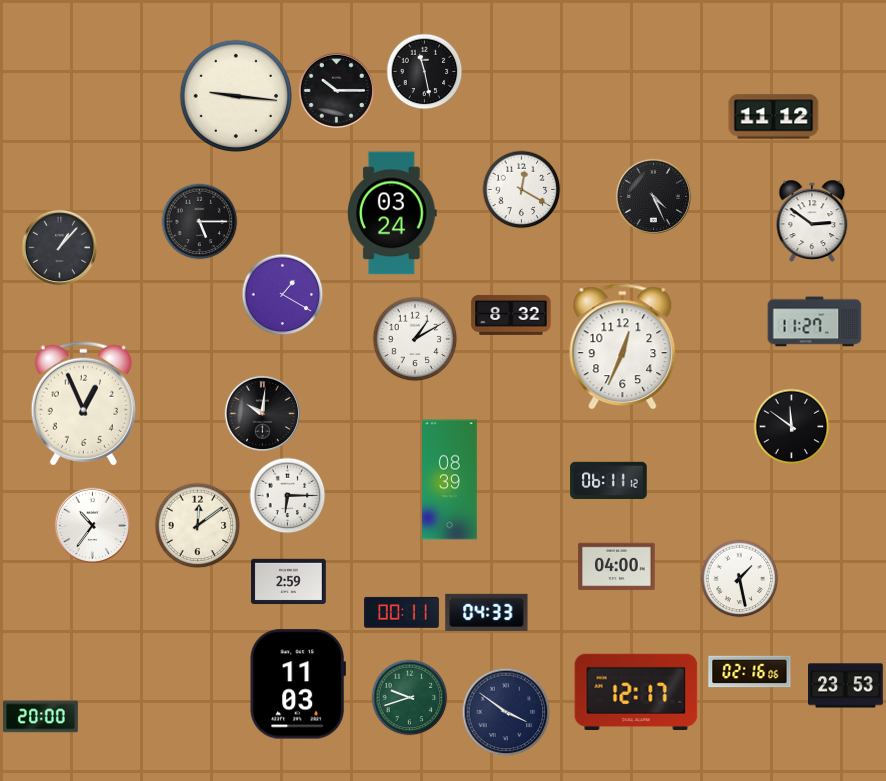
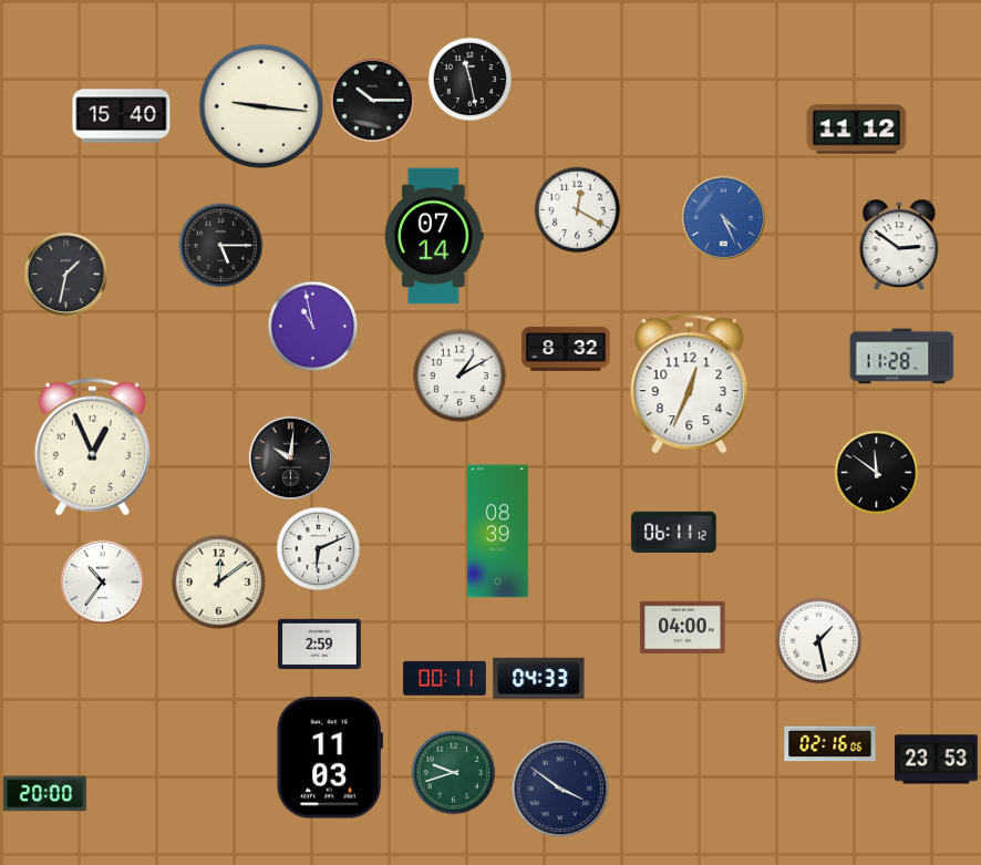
clock at (122, 116): none -> 15:40
clock at (653, 196) dial: black -> blue
clock at (393, 213): 03:24 -> 07:14
clock at (59, 247): 1:07 -> 1:32
clock at (283, 295): 1:20 -> 10:58
clock at (815, 322): 11:27 -> 11:28
clock at (288, 496): 6:15 -> 6:11
clock at (636, 691): 12:17 -> none
